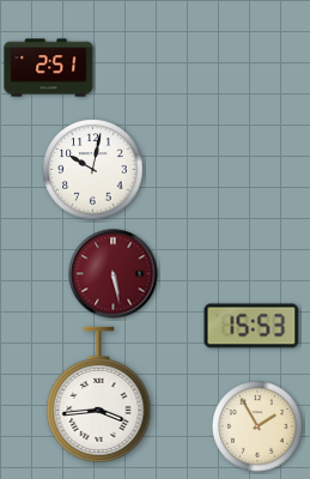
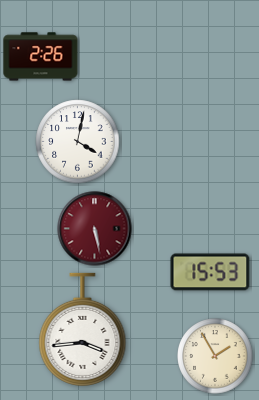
clock at (49, 68): 2:51 -> 2:26
clock at (93, 170): 10:02 -> 4:02
